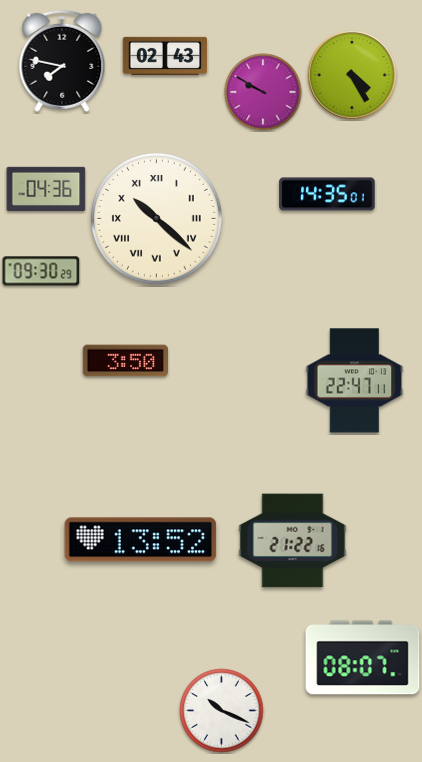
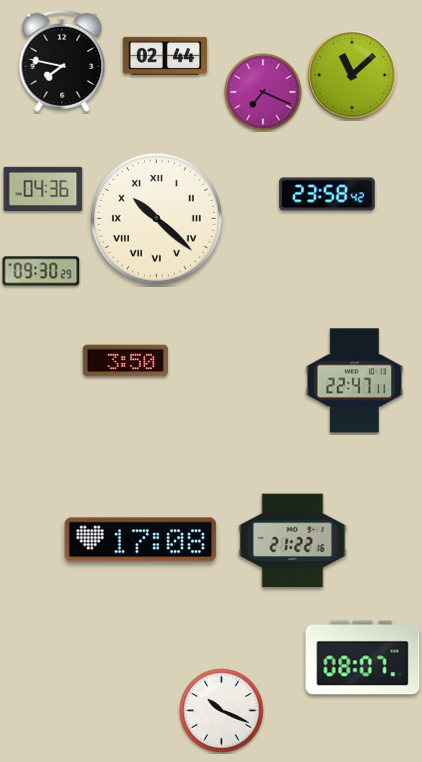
clock at (165, 55): 02:43 -> 02:44
clock at (352, 75): 4:25 -> 11:08
clock at (263, 92): 9:50 -> 7:19
clock at (46, 188) position: (46, 188) -> (43, 188)
clock at (327, 194): 14:35 -> 23:58
clock at (141, 540): 13:52 -> 17:08
